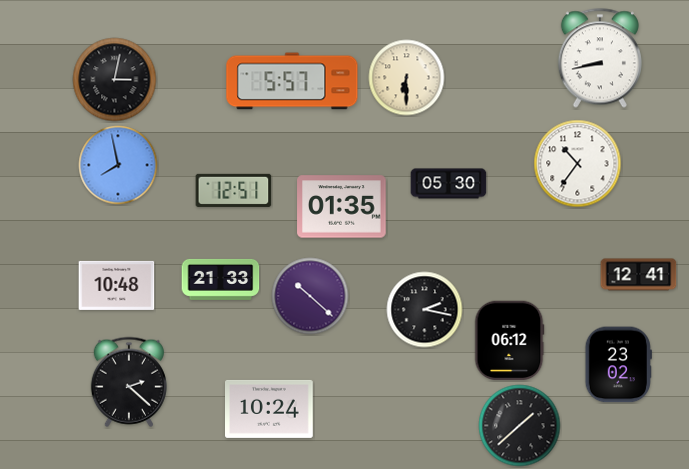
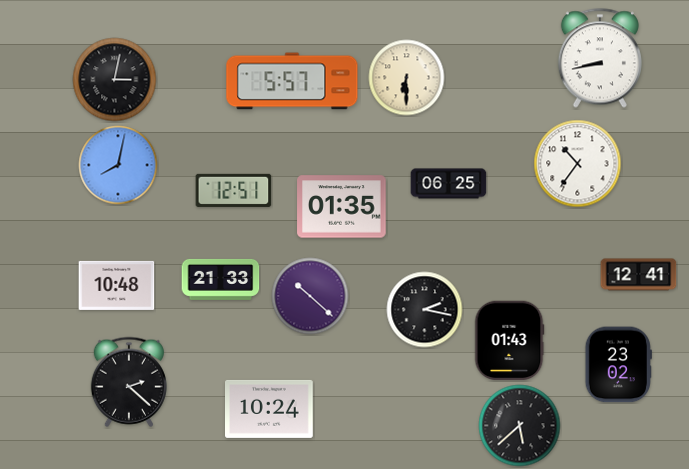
clock at (118, 165): 7:58 -> 8:02
clock at (449, 184): 05:30 -> 06:25
clock at (509, 341): 06:12 -> 01:43
clock at (520, 426): 1:38 -> 5:38
